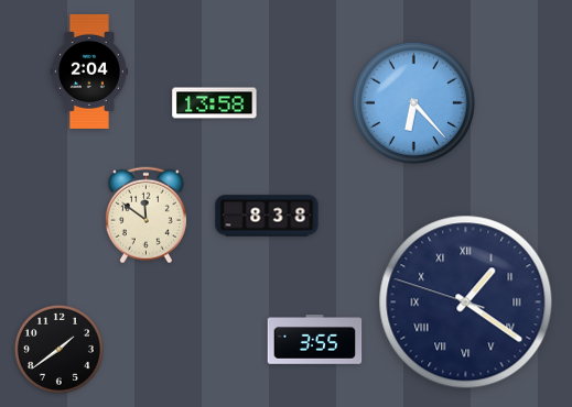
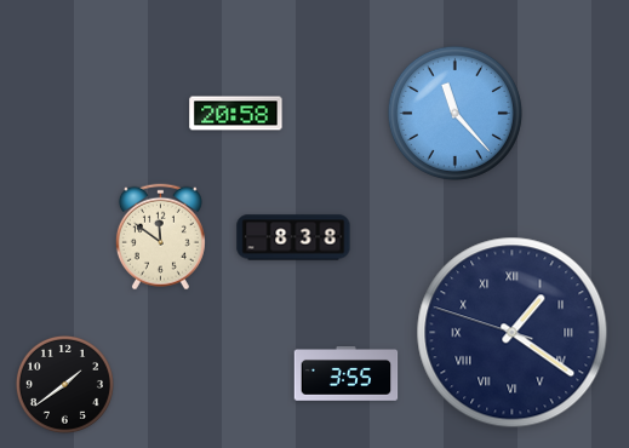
clock at (89, 71): 2:04 -> none
clock at (413, 102): 6:23 -> 11:23
clock at (215, 103): 13:58 -> 20:58
